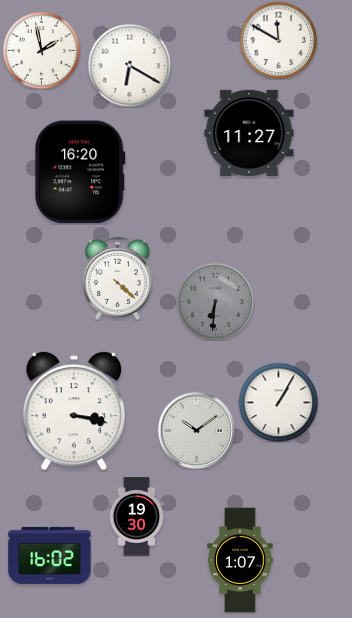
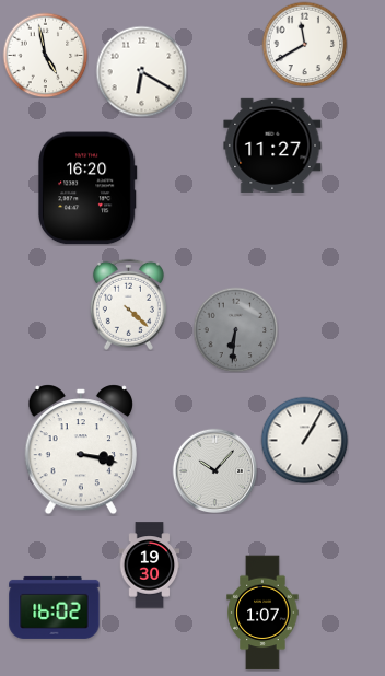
clock at (278, 40): 11:50 -> 11:40
clock at (41, 50): 1:58 -> 4:58
clock at (196, 430): 10:09 -> 10:07
